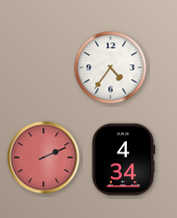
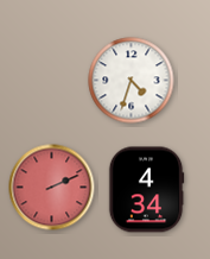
clock at (111, 68): 4:36 -> 4:33
